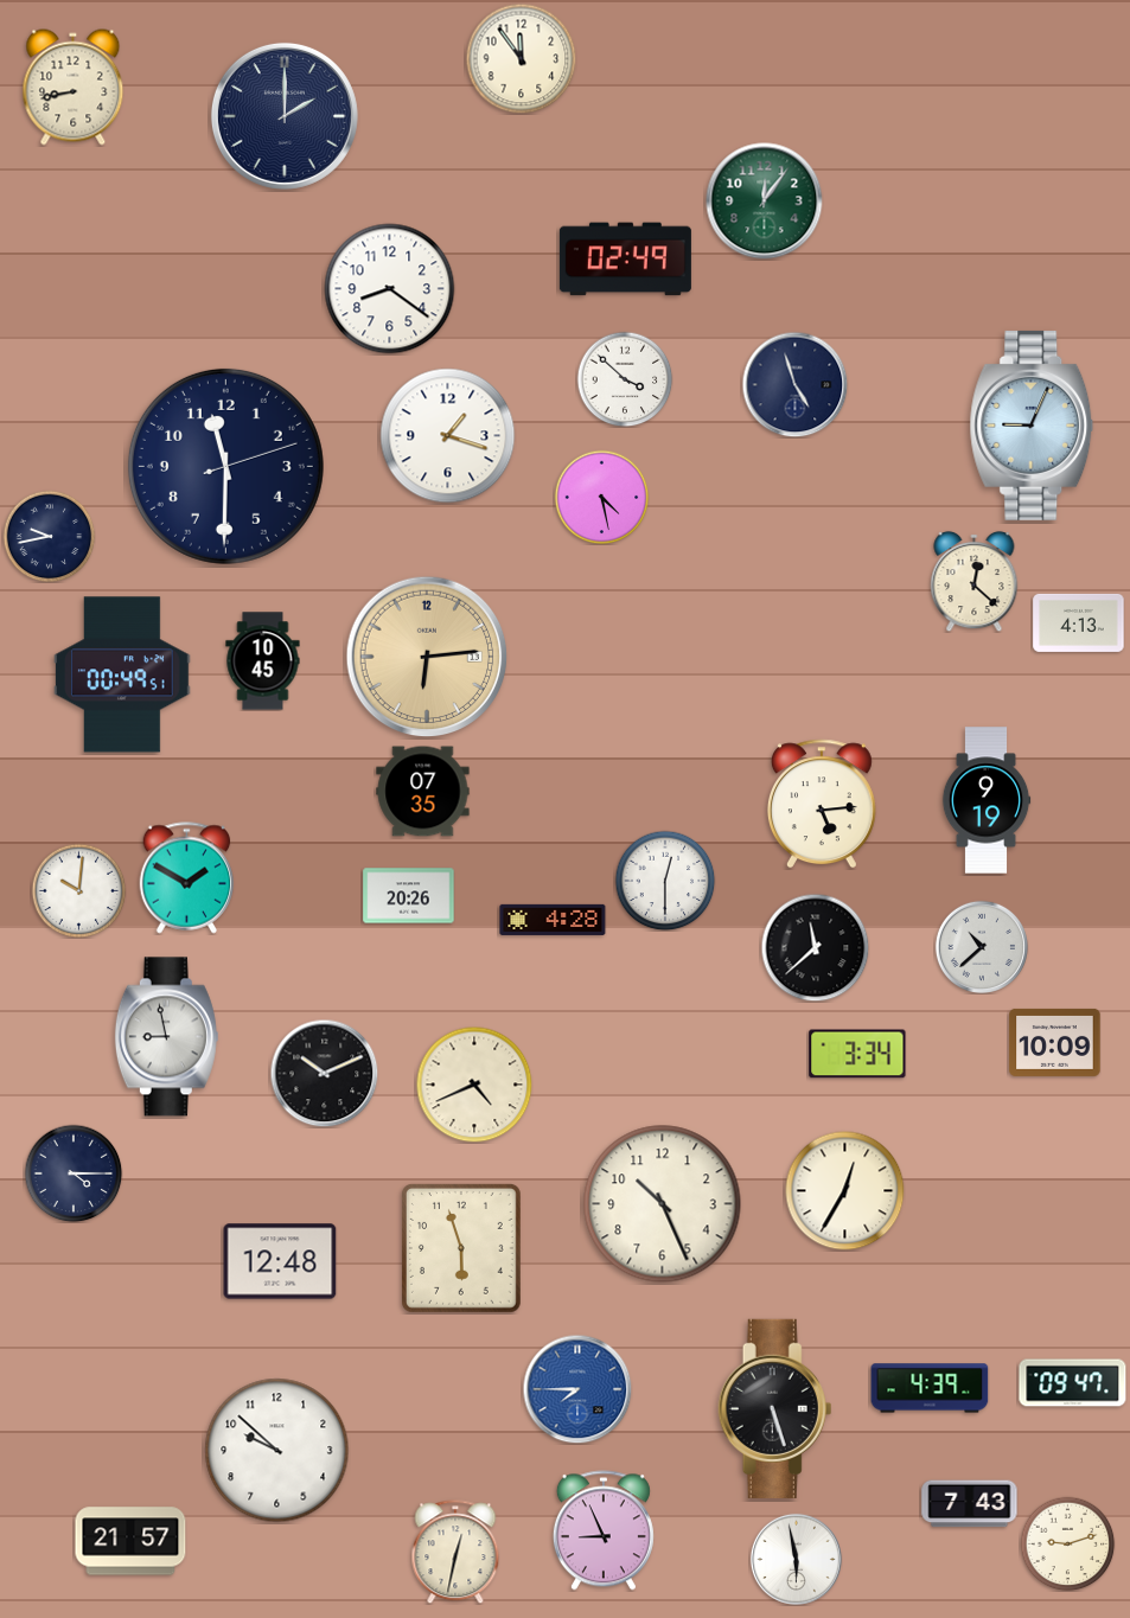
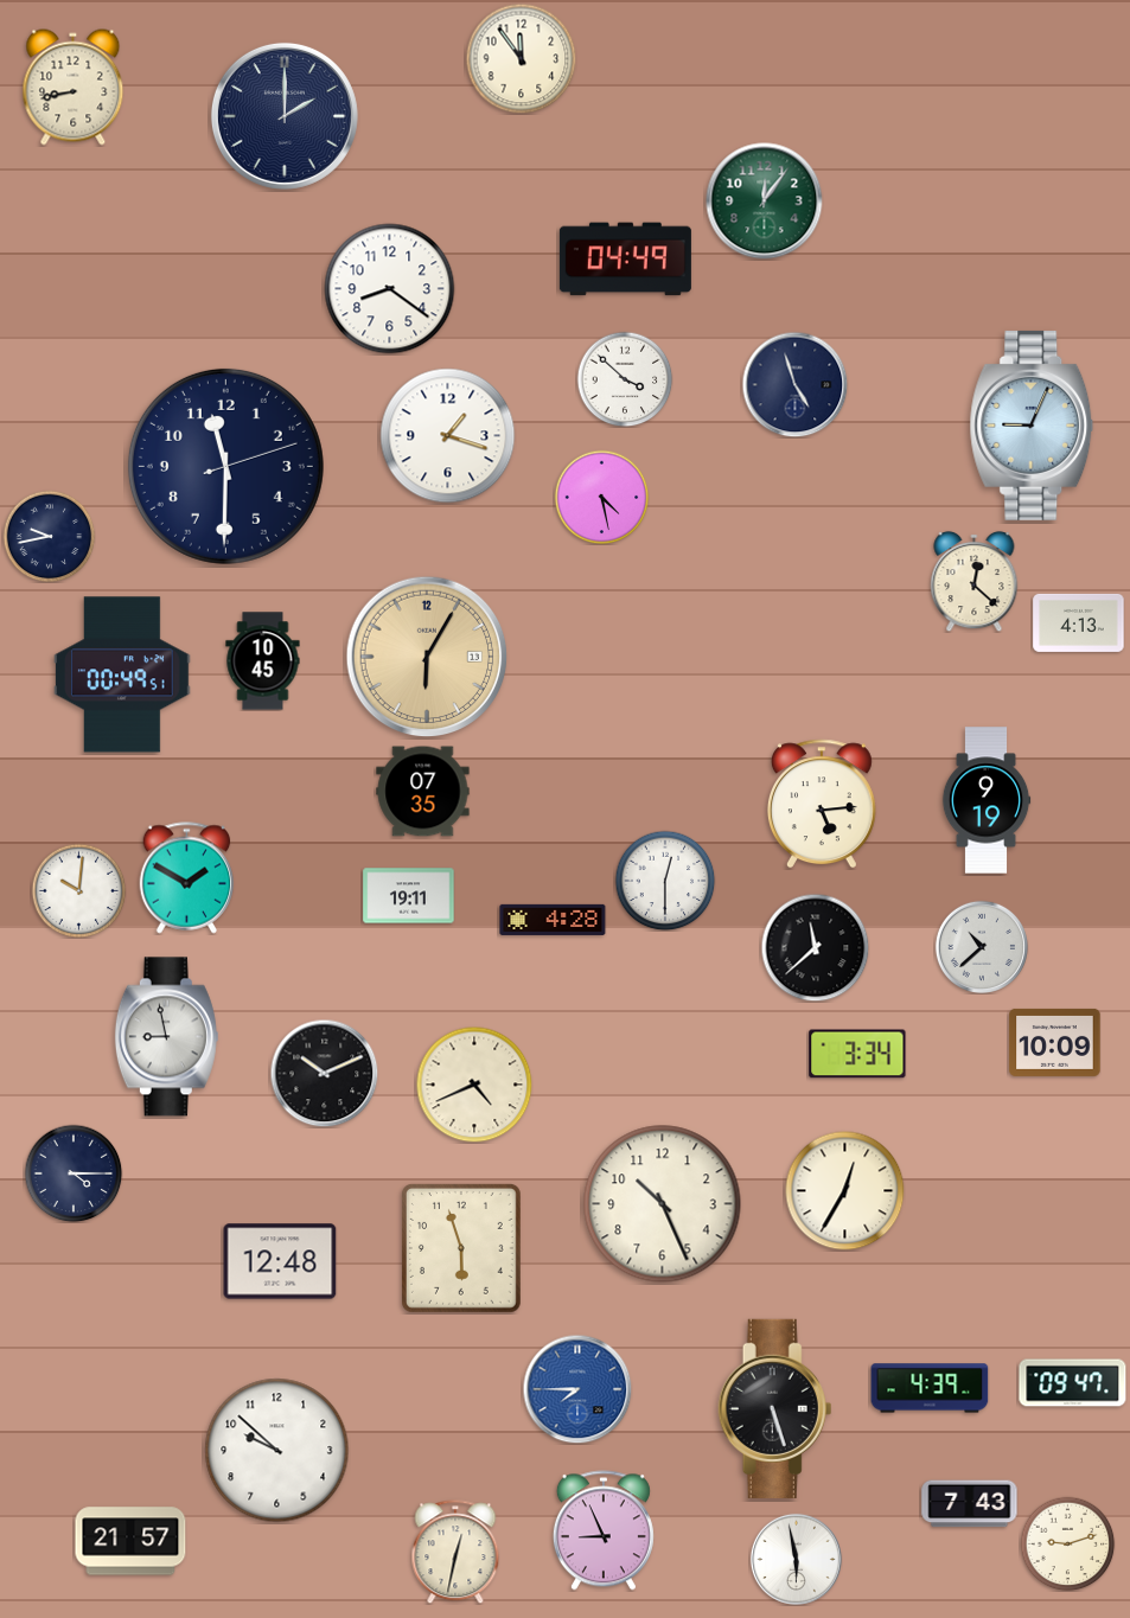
clock at (625, 260): 02:49 -> 04:49
clock at (427, 657): 6:14 -> 6:05
clock at (409, 896): 20:26 -> 19:11
